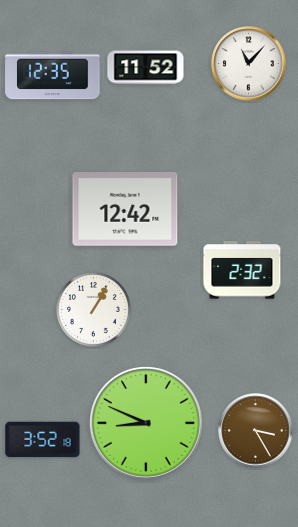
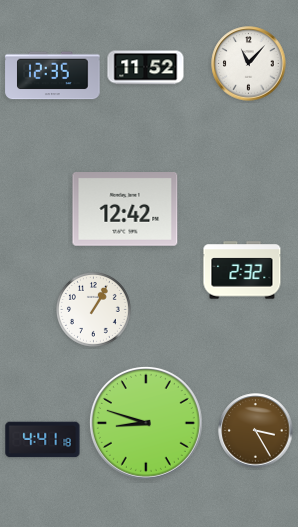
clock at (146, 423): 8:49 -> 8:48
clock at (43, 440): 3:52 -> 4:41
